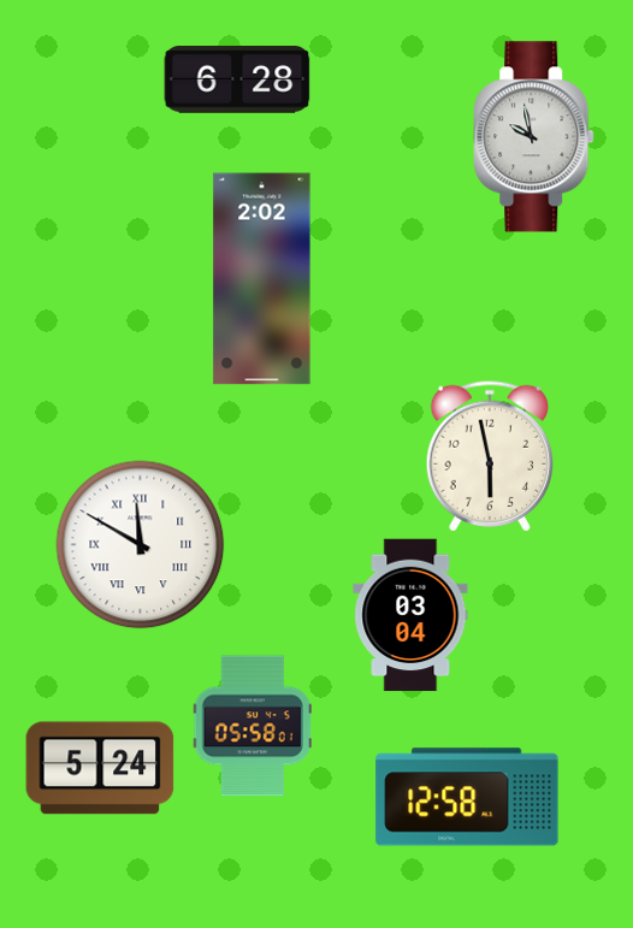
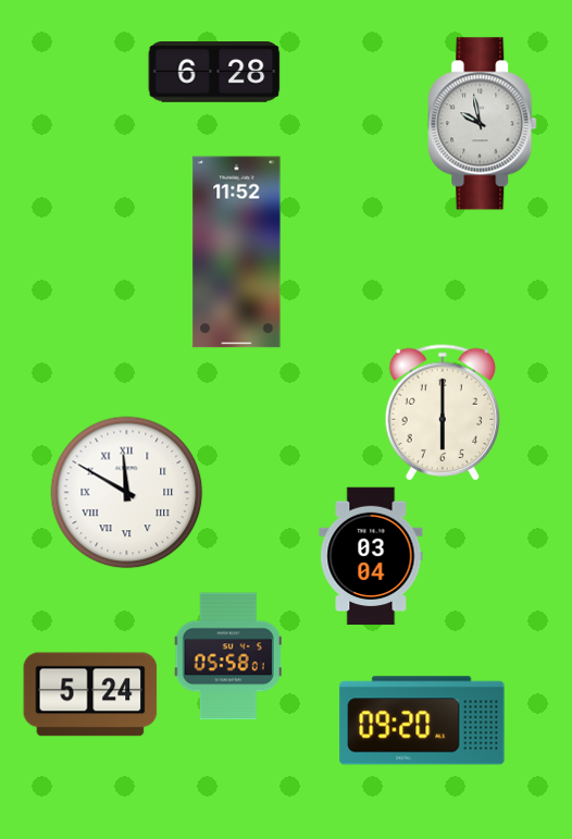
clock at (262, 279): 2:02 -> 11:52
clock at (489, 456): 5:58 -> 6:00
clock at (467, 797): 12:58 -> 09:20
